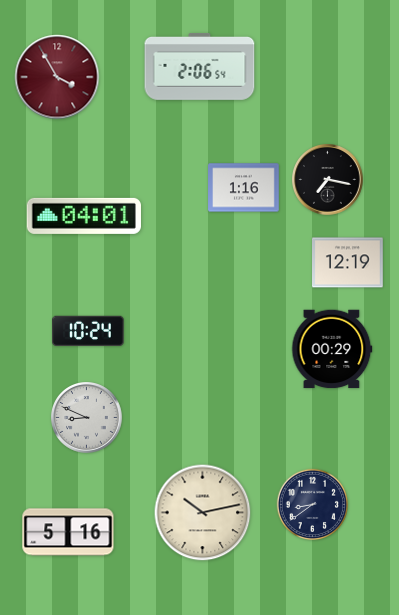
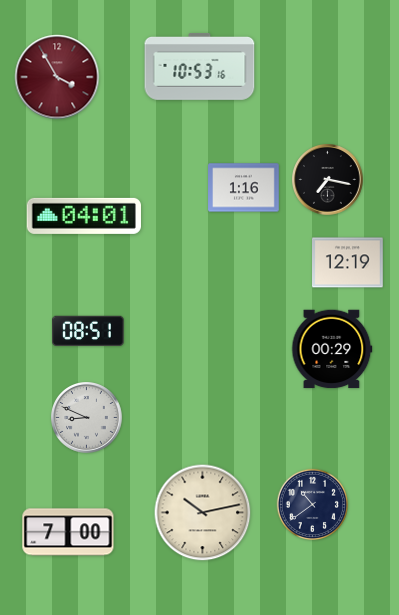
clock at (200, 67): 2:06 -> 10:53
clock at (88, 330): 10:24 -> 08:51
clock at (313, 505): 8:39 -> 10:39
clock at (68, 532): 5:16 -> 7:00
